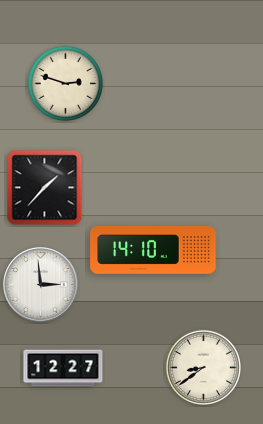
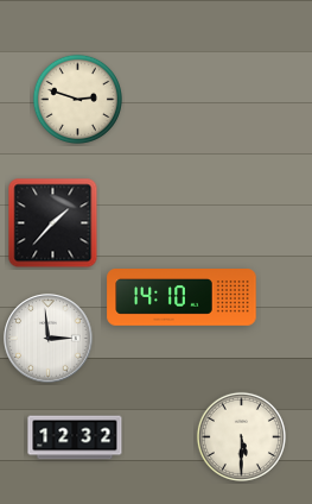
clock at (203, 367): 8:39 -> 5:30
clock at (63, 368): 12:27 -> 12:32
